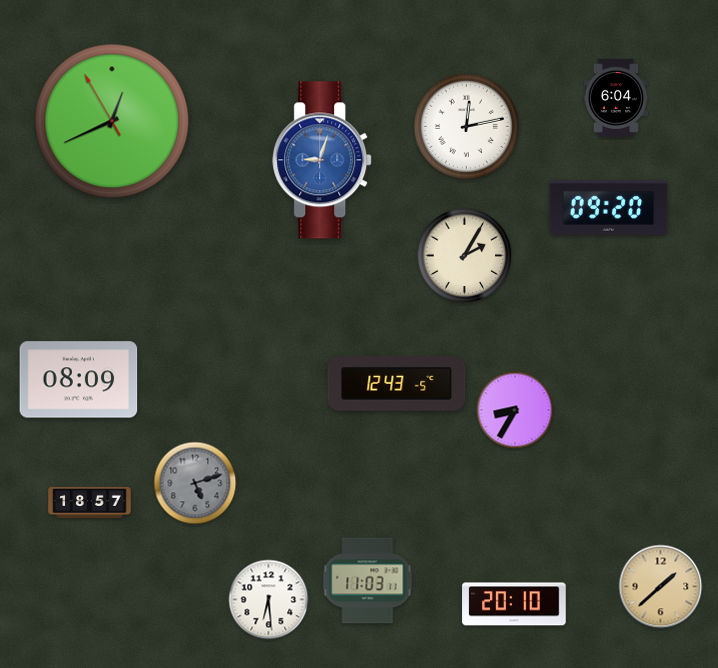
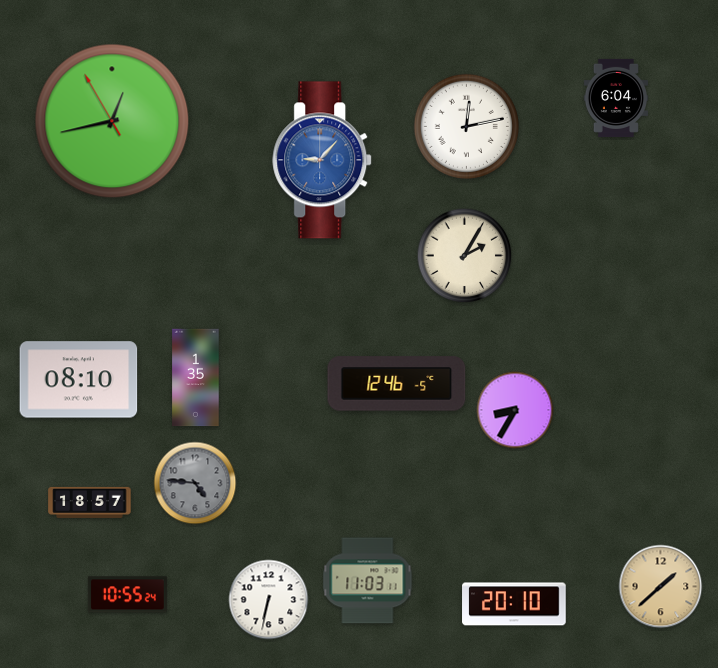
clock at (112, 121): 12:40 -> 12:42
clock at (323, 160): 9:03 -> 9:07
clock at (609, 208): 09:20 -> none
clock at (196, 378): none -> 1:35
clock at (79, 380): 08:09 -> 08:10
clock at (397, 384): 12:43 -> 12:46
clock at (195, 483): 5:12 -> 4:46
clock at (127, 595): none -> 10:55
clock at (269, 600): 6:29 -> 6:32
